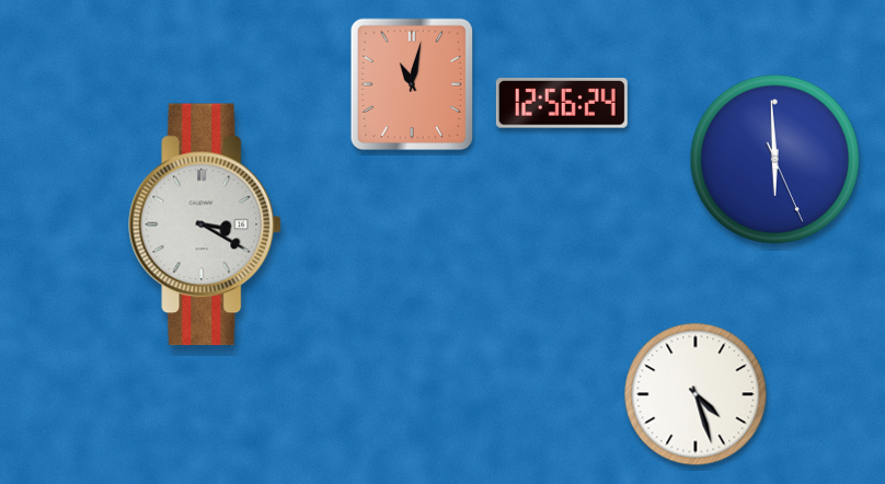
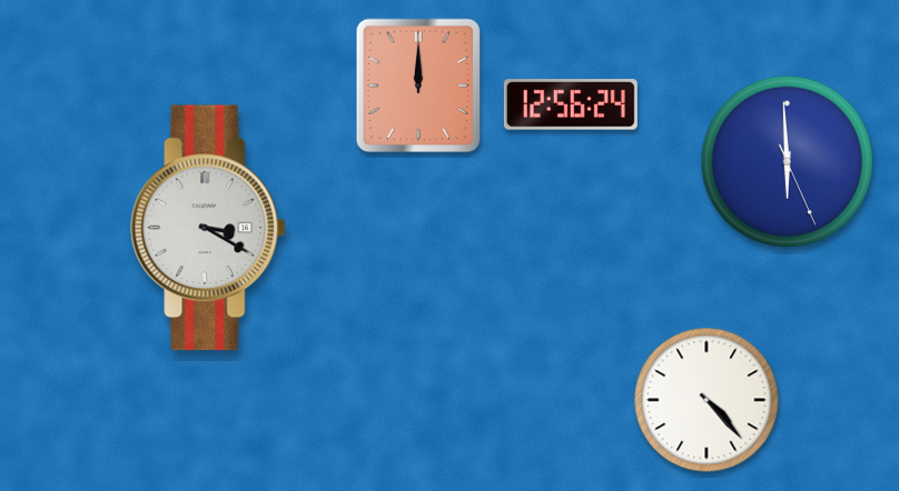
clock at (412, 84): 11:02 -> 12:00
clock at (696, 394): 4:27 -> 4:23
